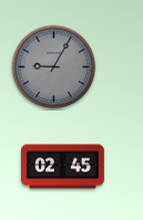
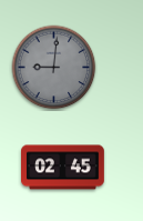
clock at (54, 67): 9:05 -> 9:01
